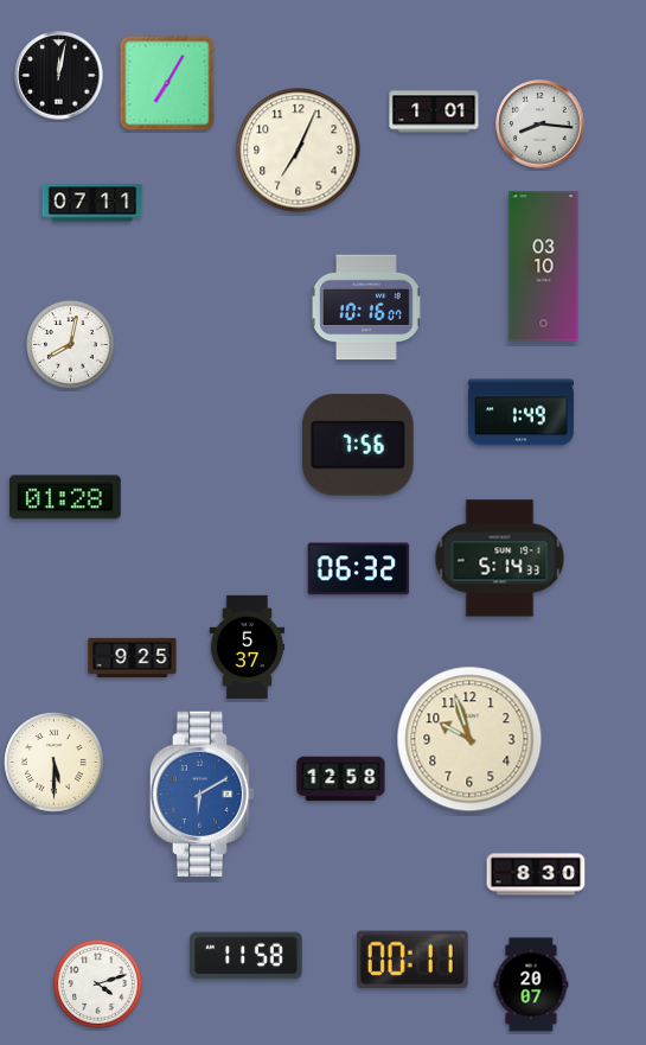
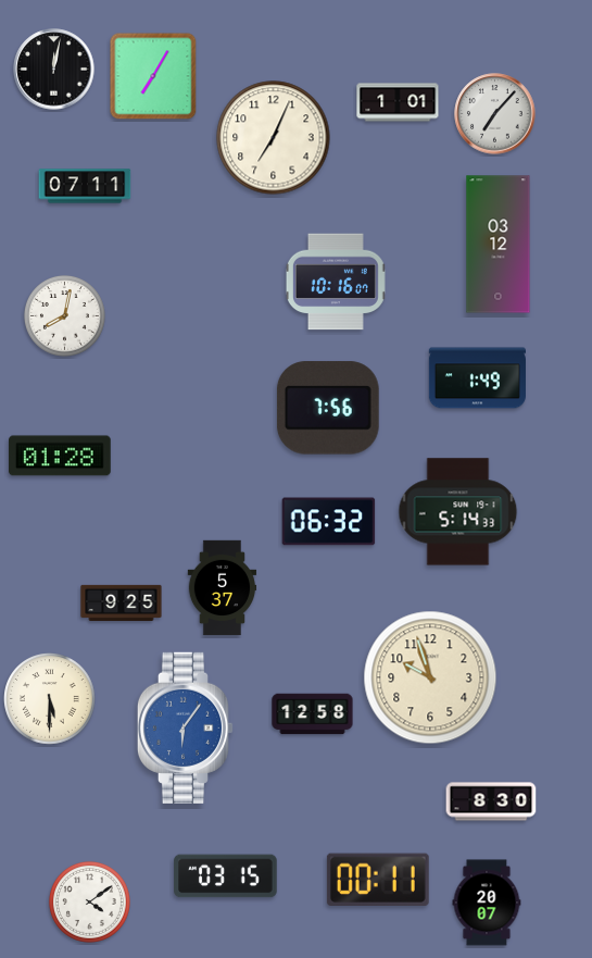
clock at (541, 125): 8:16 -> 7:07
clock at (544, 267): 03:10 -> 03:12
clock at (248, 648) position: (248, 648) -> (223, 588)
clock at (203, 794): 6:10 -> 6:06
clock at (247, 956): 11:58 -> 03:15
clock at (98, 985): 4:12 -> 4:09
